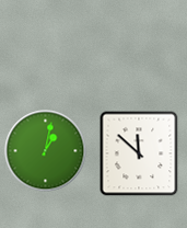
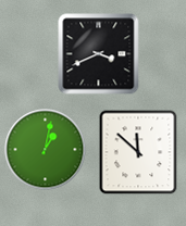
clock at (99, 54): none -> 3:41
